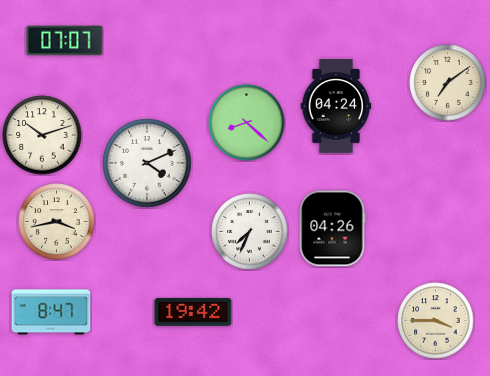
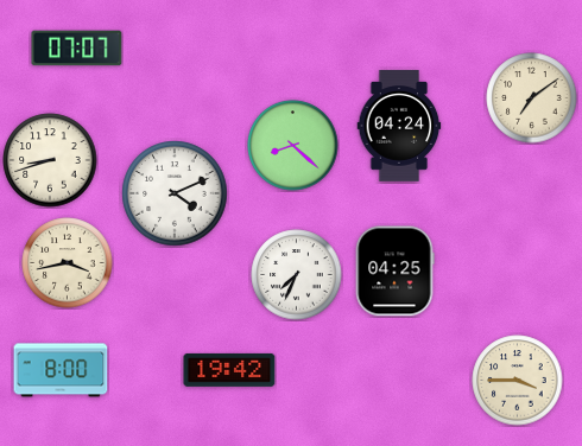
clock at (42, 135): 10:12 -> 8:42
clock at (332, 229): 04:26 -> 04:25
clock at (51, 312): 8:47 -> 8:00
